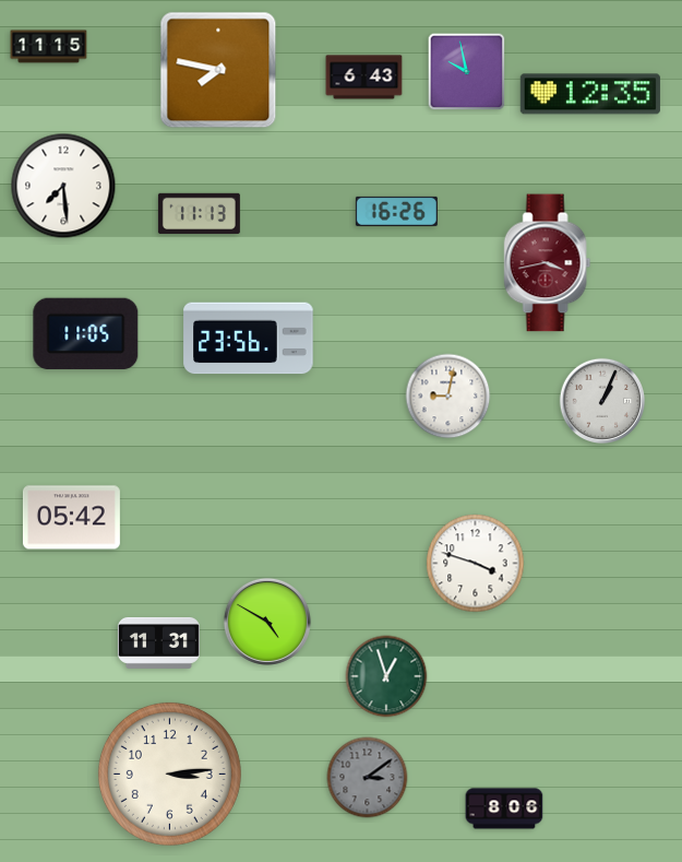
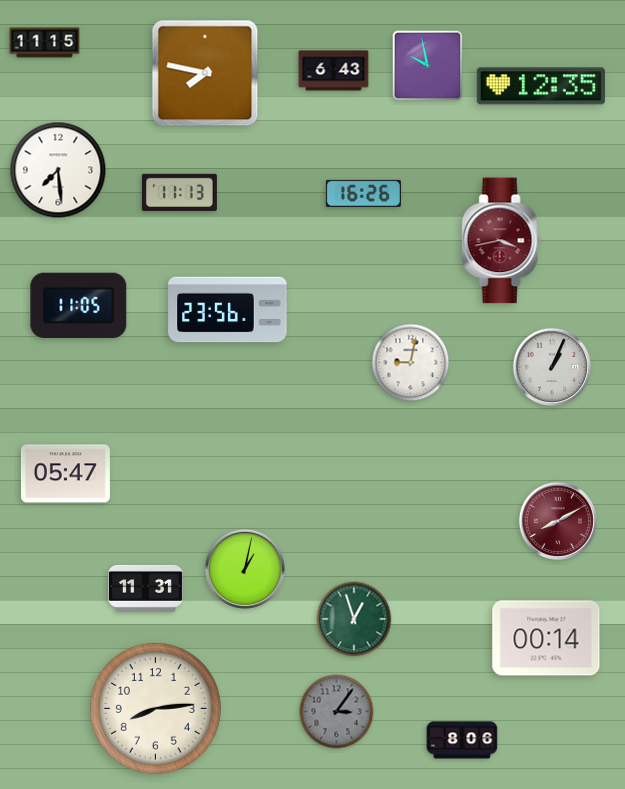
clock at (218, 70) position: (218, 70) -> (205, 73)
clock at (199, 213) position: (199, 213) -> (179, 192)
clock at (71, 518): 05:42 -> 05:47
clock at (476, 564): 3:48 -> none
clock at (557, 520): none -> 8:10
clock at (267, 622): 4:50 -> 1:02
clock at (546, 638): none -> 00:14
clock at (169, 774): 3:14 -> 8:14
clock at (368, 778): 3:09 -> 3:06
